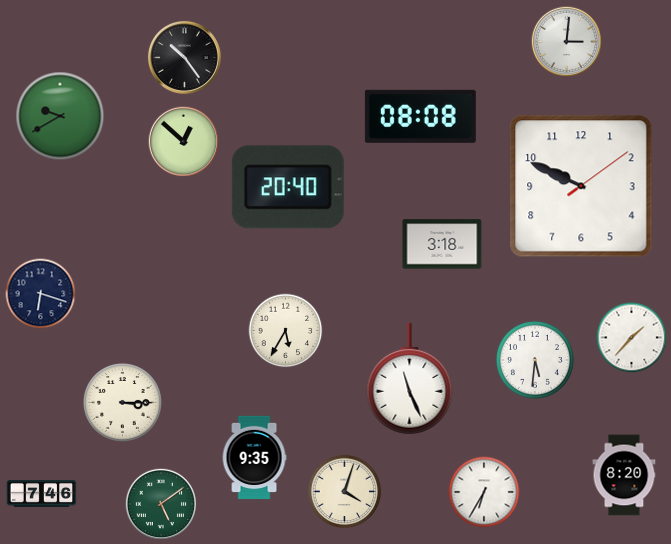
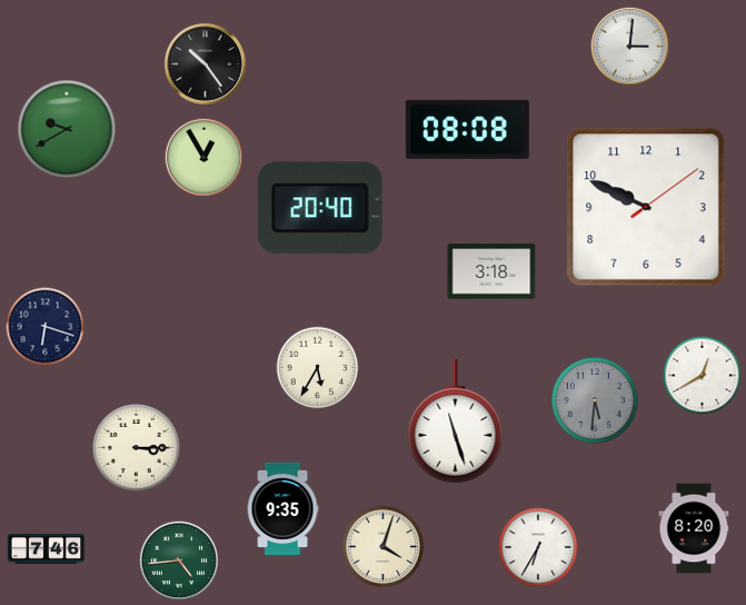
clock at (184, 142): 12:52 -> 12:55
clock at (632, 338): 1:37 -> 12:40
clock at (535, 360) dial: white -> grey
clock at (410, 379): 11:26 -> 11:27
clock at (160, 503): 5:09 -> 4:44
